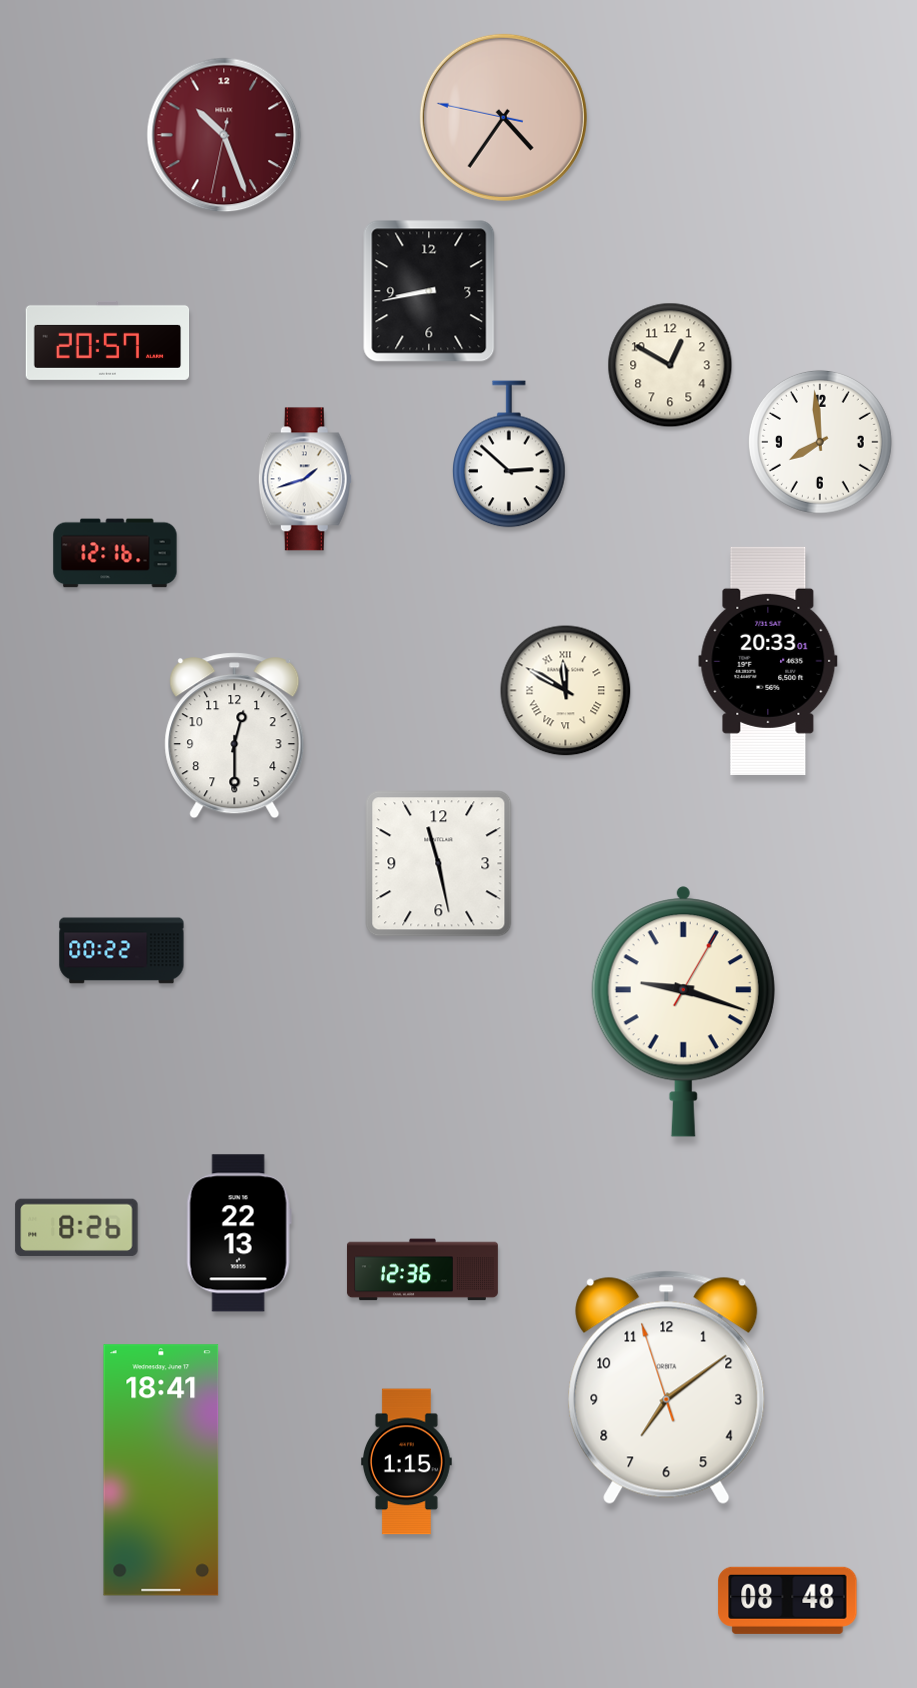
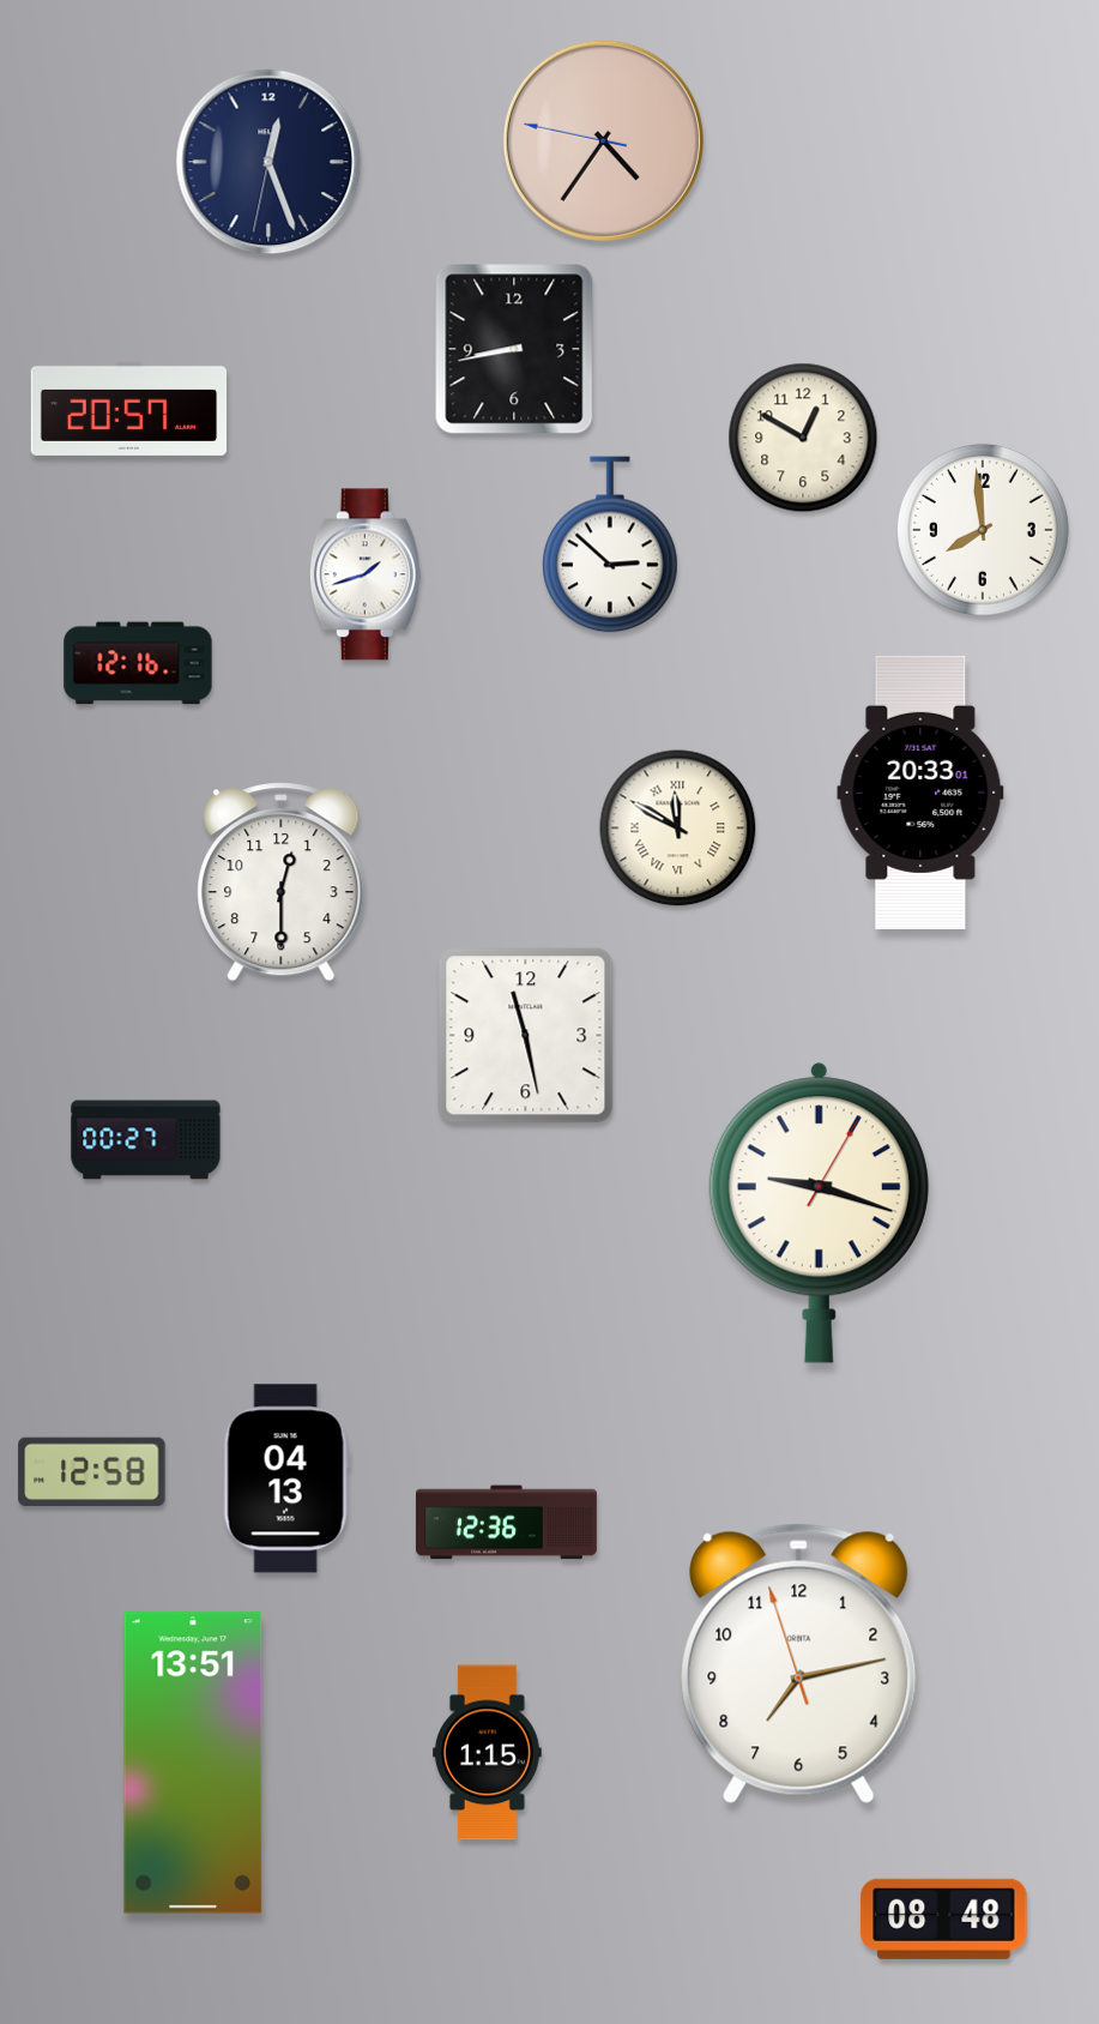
clock at (224, 135): 10:26 -> 12:26
clock at (224, 135) dial: burgundy -> navy
clock at (122, 951): 00:22 -> 00:27
clock at (77, 1228): 8:26 -> 12:58
clock at (239, 1233): 22:13 -> 04:13
clock at (667, 1387): 7:08 -> 7:12
clock at (161, 1470): 18:41 -> 13:51
